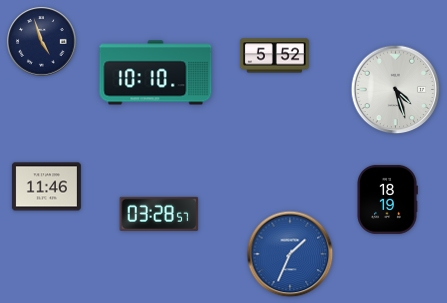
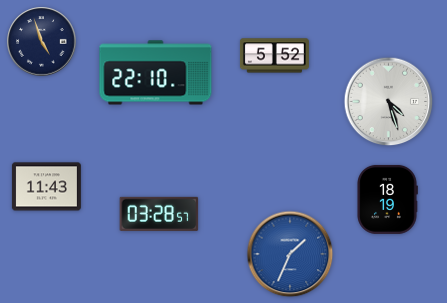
clock at (156, 73): 10:10 -> 22:10
clock at (396, 90) position: (396, 90) -> (389, 102)
clock at (46, 187): 11:46 -> 11:43
